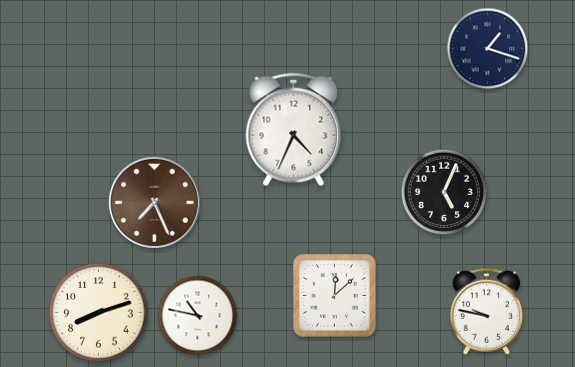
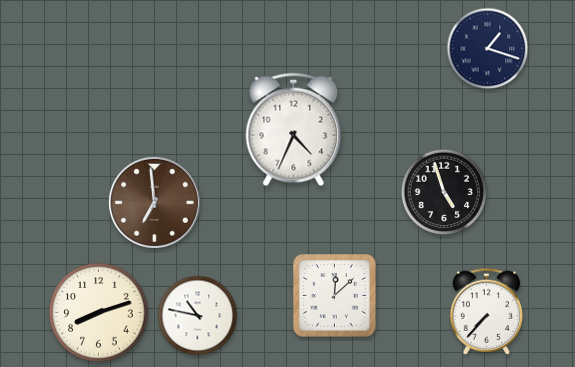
clock at (444, 192): 5:04 -> 4:57
clock at (154, 202): 7:26 -> 6:59
clock at (487, 311): 9:47 -> 7:37
